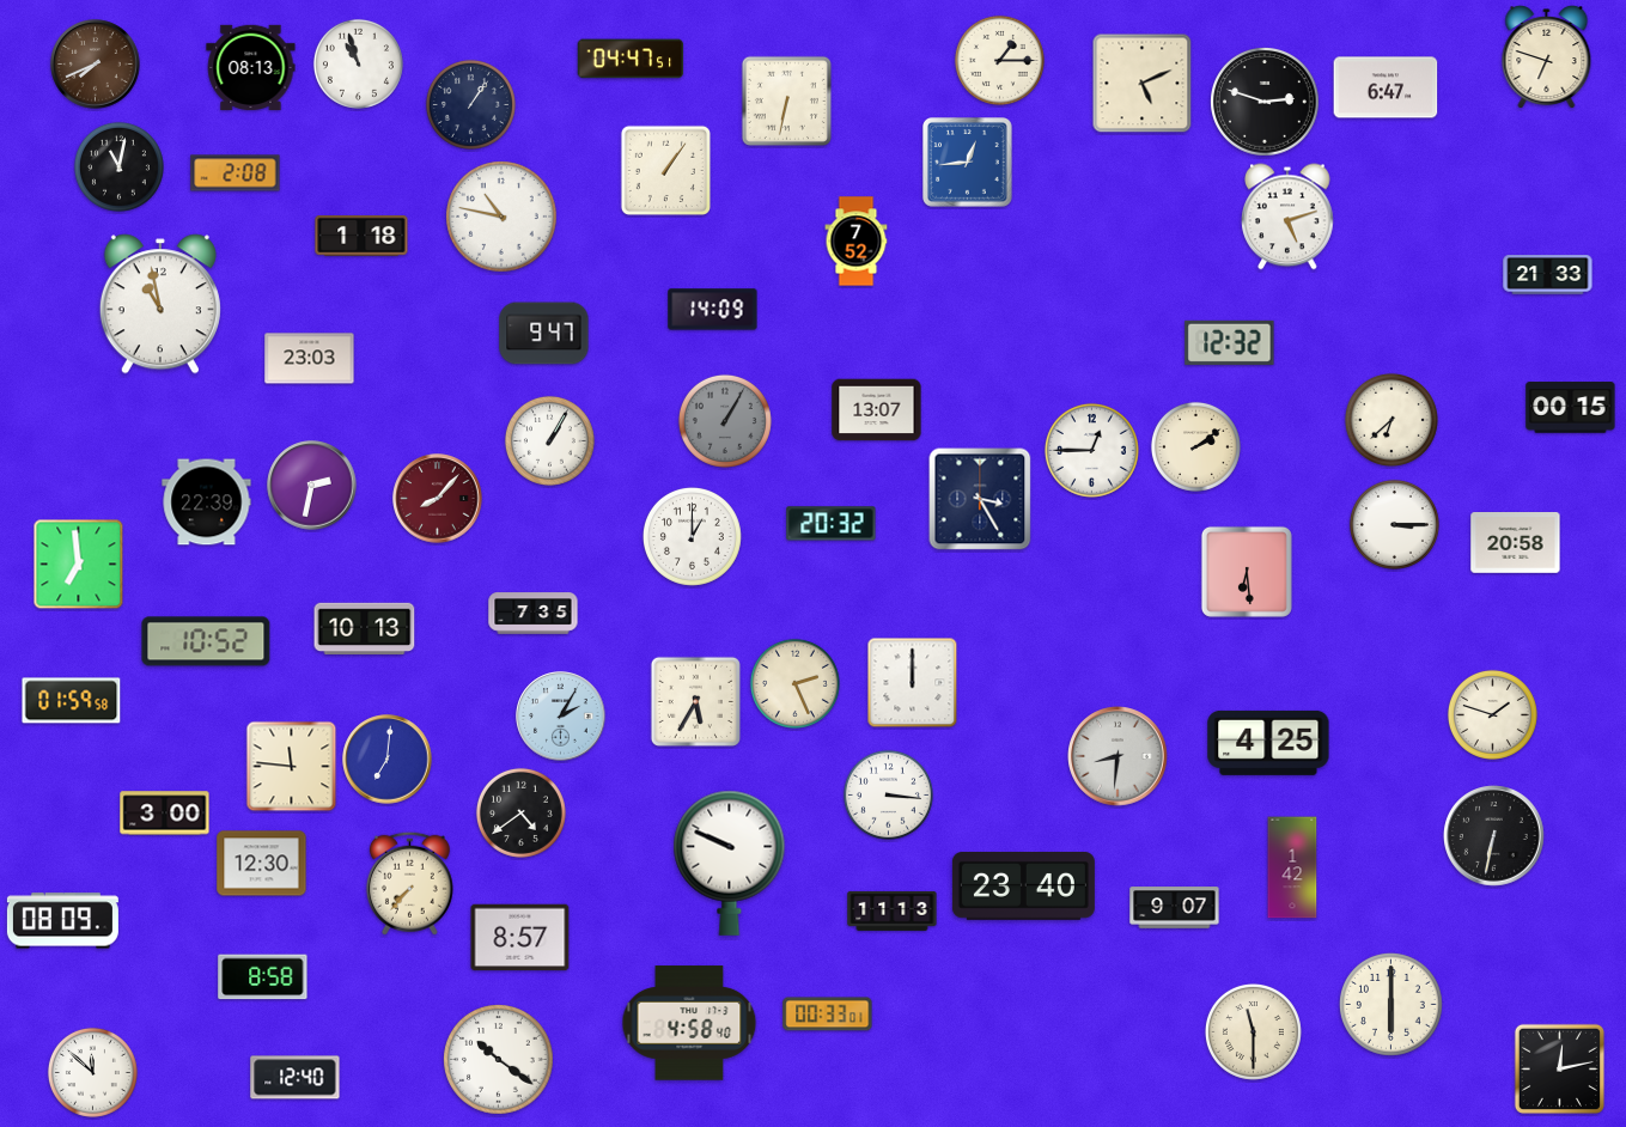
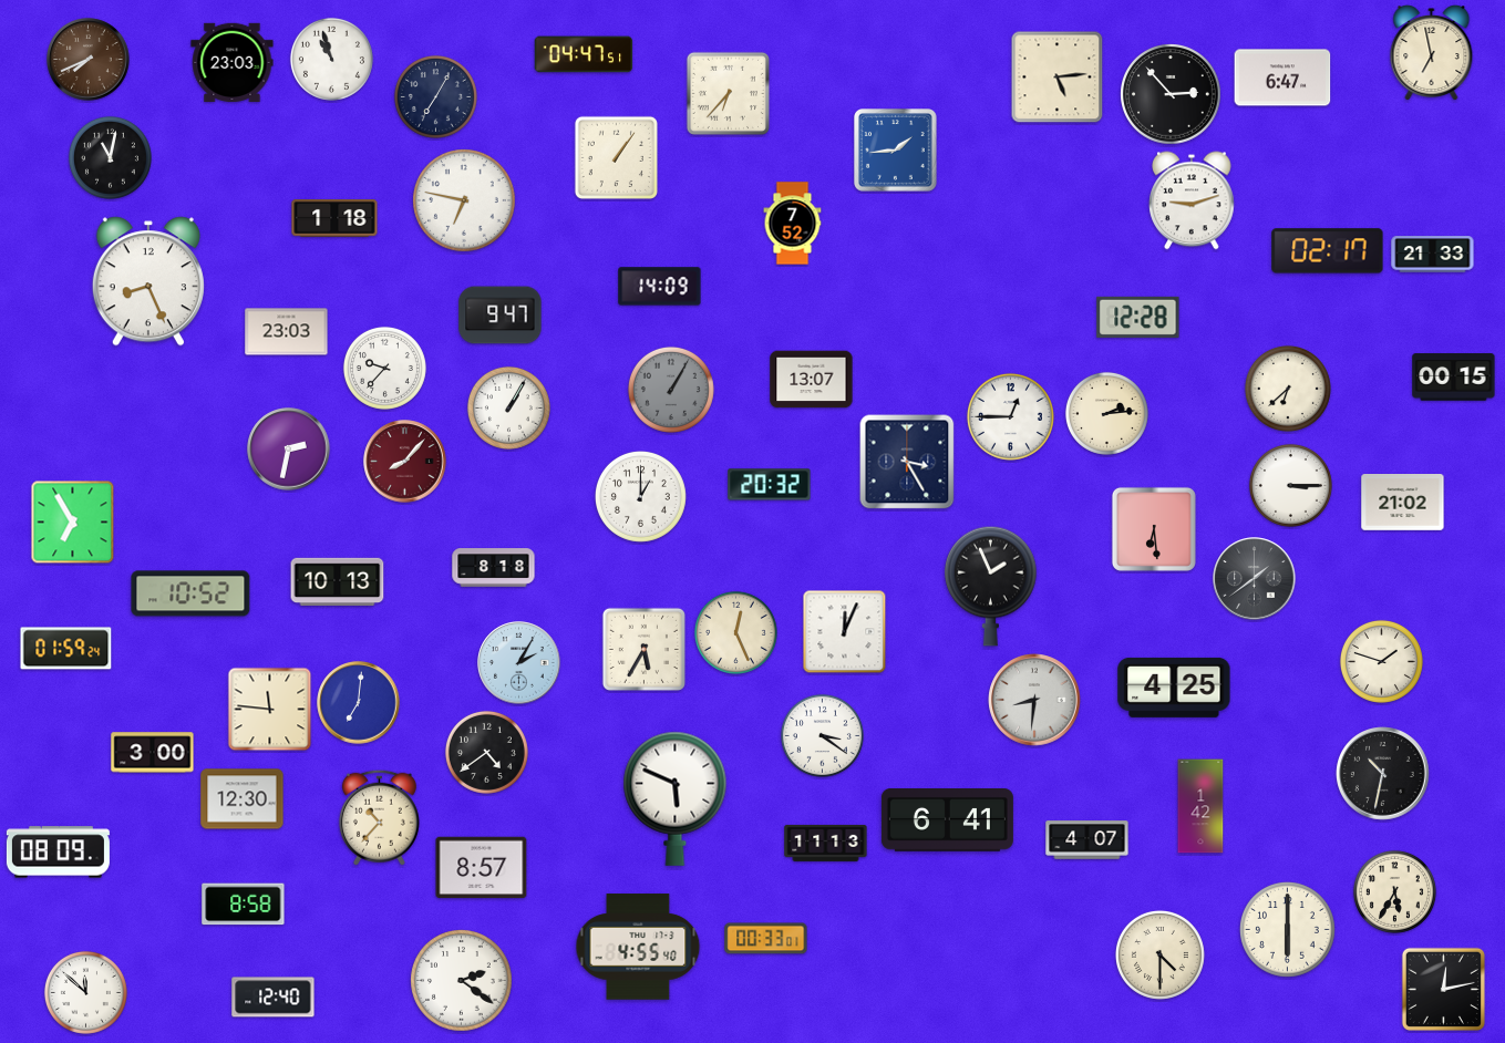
clock at (1547, 57): 6:48 -> 6:58
clock at (999, 60): 1:15 -> none
clock at (251, 67): 08:13 -> 23:03
clock at (1143, 84): 5:11 -> 5:14
clock at (1386, 87) position: (1386, 87) -> (1282, 78)
clock at (786, 100): 6:32 -> 6:37
clock at (1266, 103): 2:48 -> 2:53
clock at (470, 104): 1:06 -> 7:05
clock at (968, 163): 12:44 -> 1:44
clock at (118, 166) position: (118, 166) -> (110, 157)
clock at (236, 173): 2:08 -> none
clock at (501, 217): 10:47 -> 6:47
clock at (1289, 217): 5:12 -> 9:12
clock at (1328, 251): none -> 02:17
clock at (160, 304): 10:58 -> 8:26
clock at (544, 334) position: (544, 334) -> (501, 316)
clock at (1230, 342): 12:32 -> 12:28
clock at (384, 368): none -> 9:37
clock at (1195, 446): 2:09 -> 2:14
clock at (207, 502): 22:39 -> none
clock at (1516, 543): 20:58 -> 21:02
clock at (79, 565): 6:59 -> 6:55
clock at (534, 614): 7:35 -> 8:18
clock at (1255, 579): none -> 1:39
clock at (991, 586): none -> 1:56
clock at (794, 683): 2:26 -> 12:26
clock at (913, 683): 12:00 -> 12:04
clock at (72, 701): 01:59:58 -> 01:59:24
clock at (888, 794): 3:16 -> 3:21
clock at (520, 812) position: (520, 812) -> (486, 752)
clock at (1494, 836): 6:32 -> 10:32
clock at (730, 863): 9:49 -> 5:49
clock at (1292, 867) position: (1292, 867) -> (1200, 806)
clock at (409, 883): 7:37 -> 10:37
clock at (1023, 887): 23:40 -> 6:41
clock at (1175, 908): 9:07 -> 4:07
clock at (1394, 891): none -> 5:35
clock at (689, 1023): 4:58 -> 4:55
clock at (1253, 1031): 11:30 -> 4:30
clock at (499, 1060): 10:21 -> 2:21
